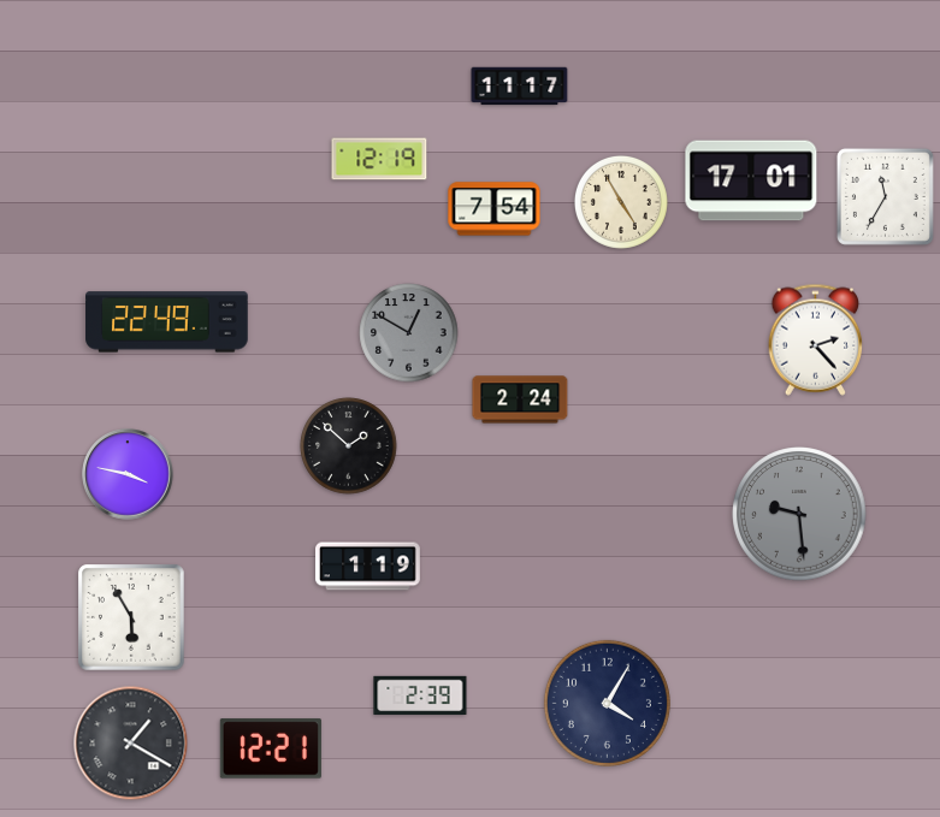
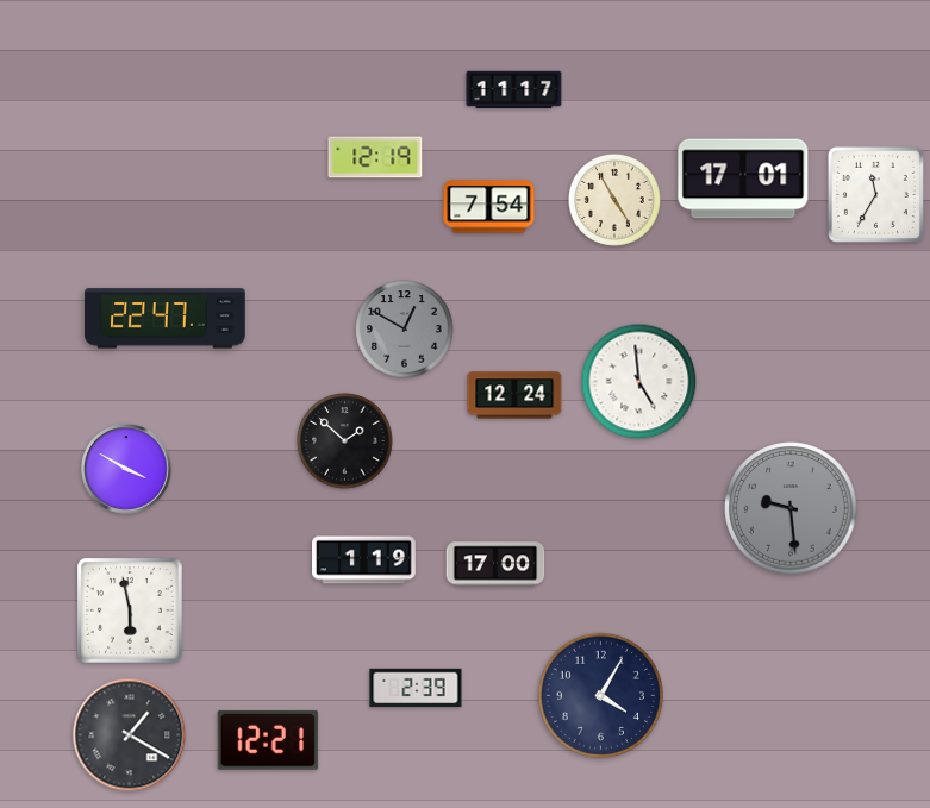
clock at (520, 87) position: (520, 87) -> (514, 90)
clock at (167, 322): 22:49 -> 22:47
clock at (816, 339): 2:23 -> none
clock at (639, 382): none -> 4:59
clock at (520, 399): 2:24 -> 12:24
clock at (128, 474): 3:47 -> 3:50
clock at (495, 564): none -> 17:00
clock at (131, 617): 5:55 -> 5:58
